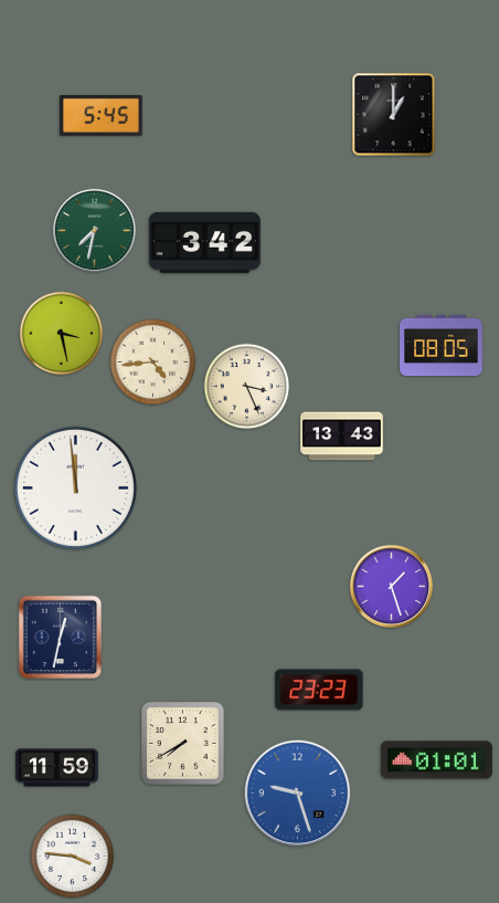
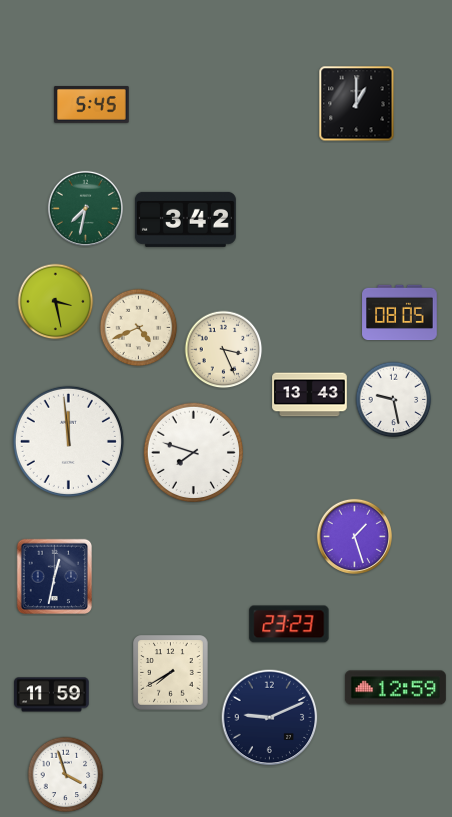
clock at (153, 363): 4:44 -> 4:41
clock at (394, 400): none -> 9:28
clock at (193, 452): none -> 7:48
clock at (391, 586) position: (391, 586) -> (354, 536)
clock at (183, 744) position: (183, 744) -> (171, 673)
clock at (436, 760): 01:01 -> 12:59
clock at (298, 794): 9:27 -> 9:11
clock at (298, 794) dial: blue -> navy
clock at (73, 857): 3:46 -> 3:57
